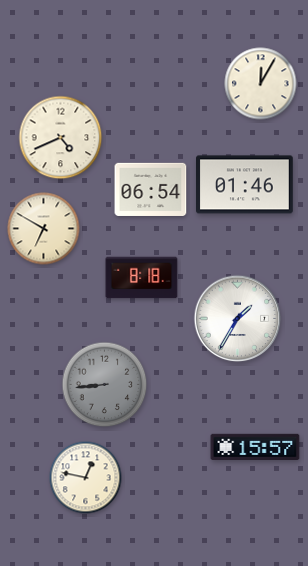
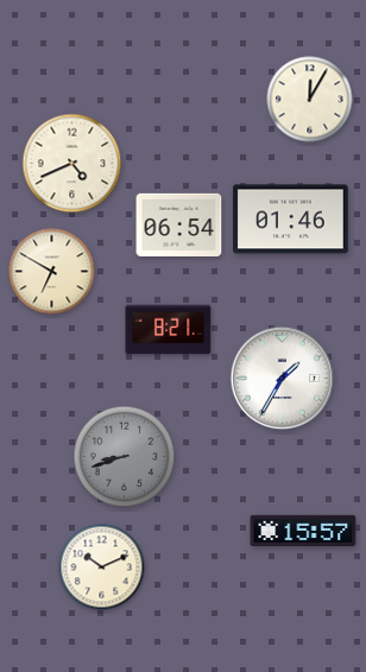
clock at (142, 278): 8:18 -> 8:21
clock at (105, 385): 8:44 -> 8:42
clock at (86, 478): 12:47 -> 10:11
